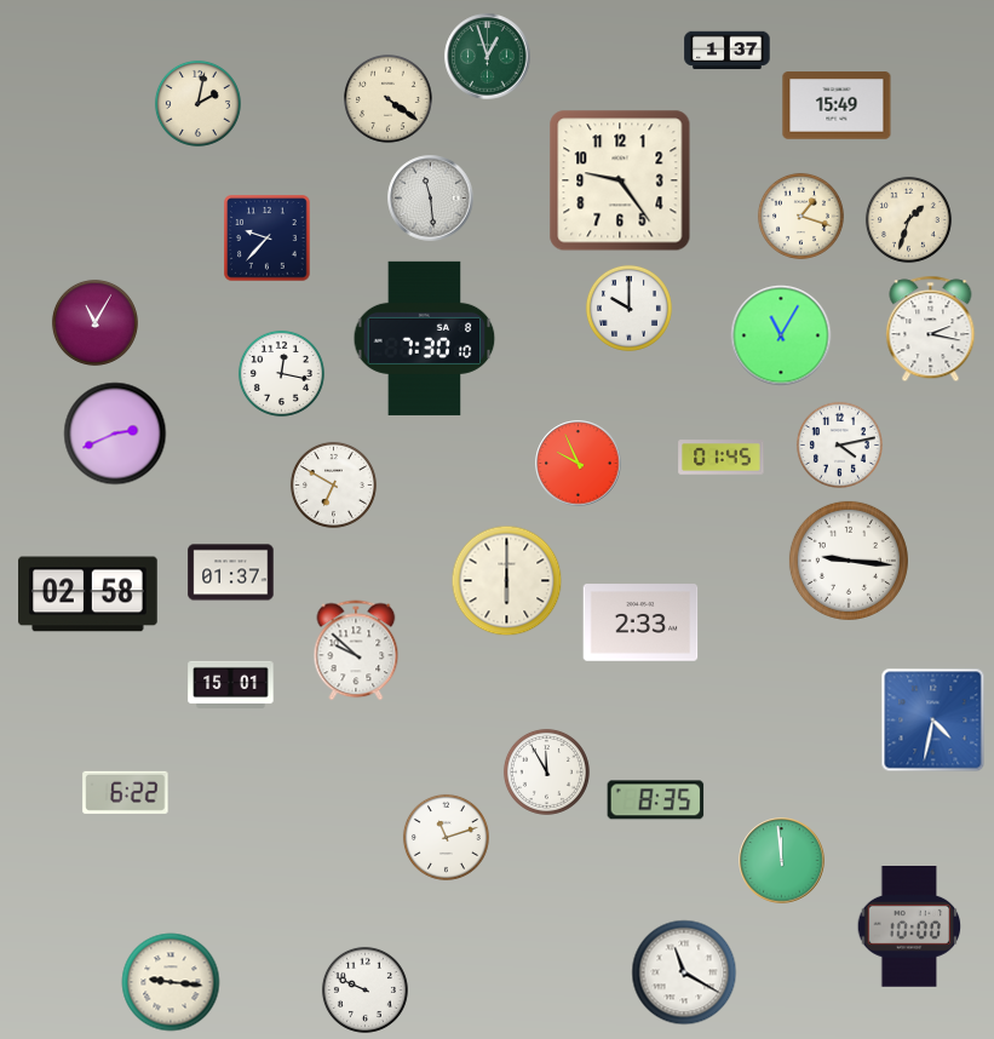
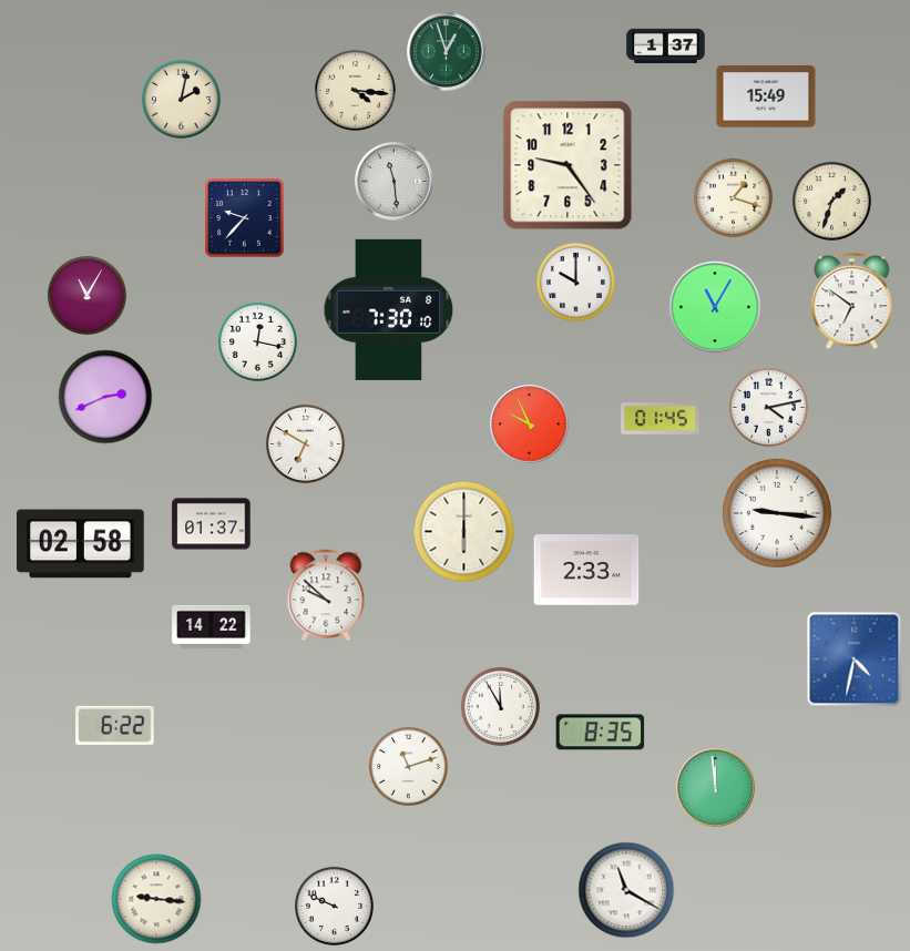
clock at (389, 99): 4:21 -> 4:16
clock at (197, 103) position: (197, 103) -> (181, 99)
clock at (931, 329): 2:17 -> 6:51
clock at (231, 684): 15:01 -> 14:22
clock at (909, 928): 10:00 -> none
